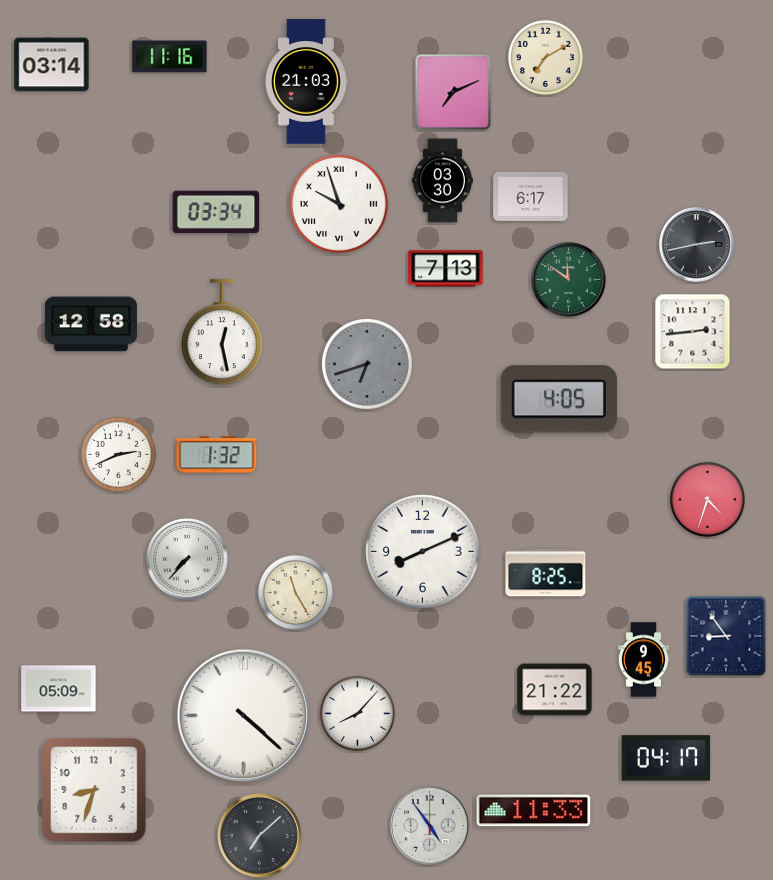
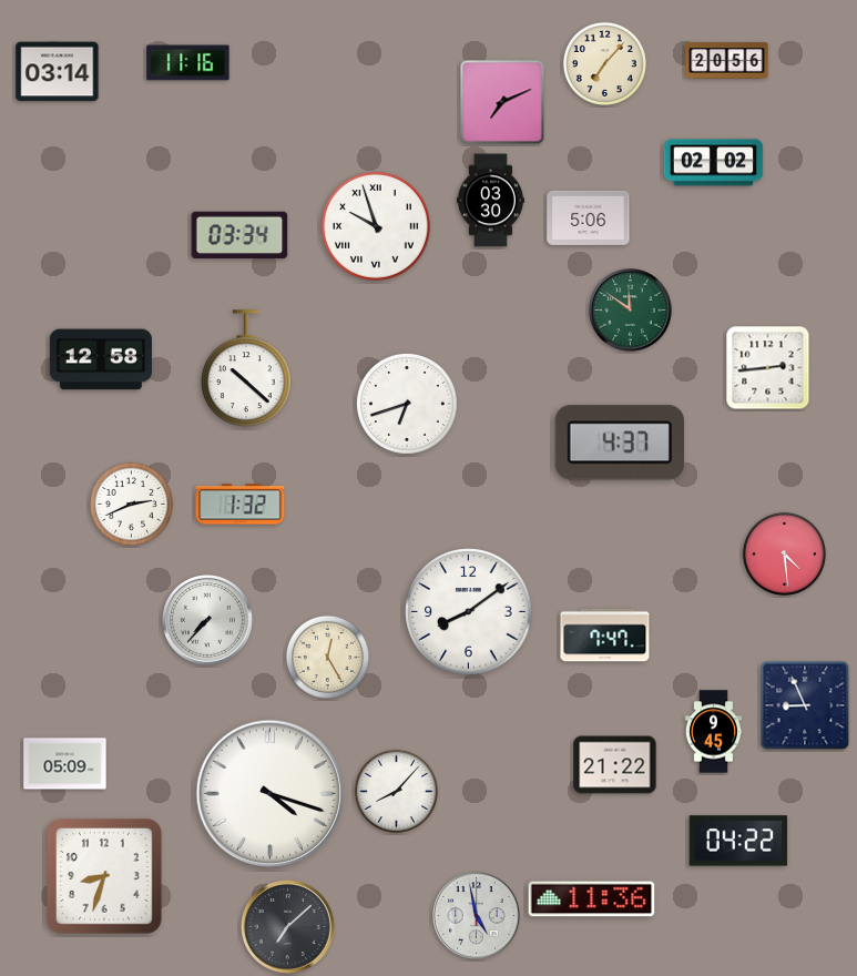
clock at (727, 61): none -> 20:56
clock at (545, 57): 7:10 -> 7:07
clock at (307, 82): 21:03 -> none
clock at (714, 163): none -> 02:02
clock at (531, 196): 6:17 -> 5:06
clock at (697, 245): 2:43 -> none
clock at (446, 269): 7:13 -> none
clock at (223, 333): 12:28 -> 10:22
clock at (367, 364) dial: grey -> white
clock at (559, 399): 4:05 -> 4:37
clock at (707, 499): 4:33 -> 4:29
clock at (423, 552): 8:11 -> 8:09
clock at (546, 573): 8:25 -> 7:47
clock at (295, 592): 11:25 -> 12:25
clock at (726, 636): 8:54 -> 8:56
clock at (243, 715): 4:22 -> 4:18
clock at (666, 758): 04:17 -> 04:22
clock at (534, 811): 11:33 -> 11:36
clock at (430, 826): 4:54 -> 4:58
